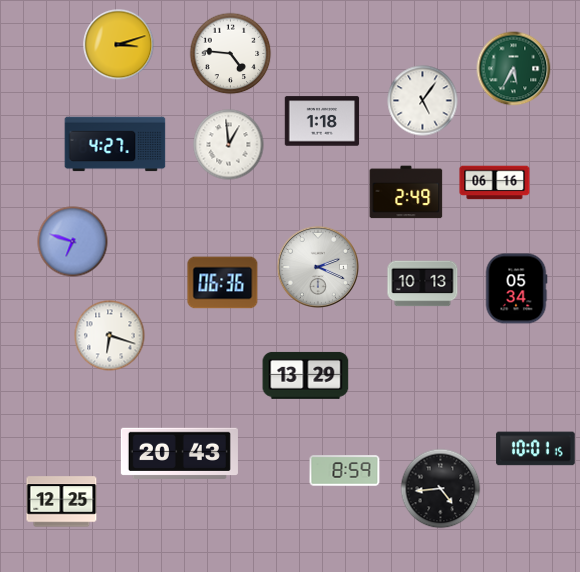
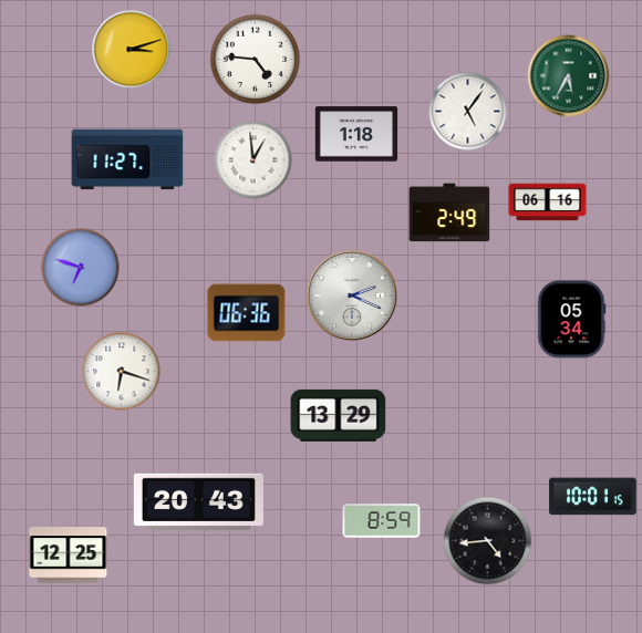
clock at (115, 144): 4:27 -> 11:27
clock at (423, 284): 10:13 -> none
